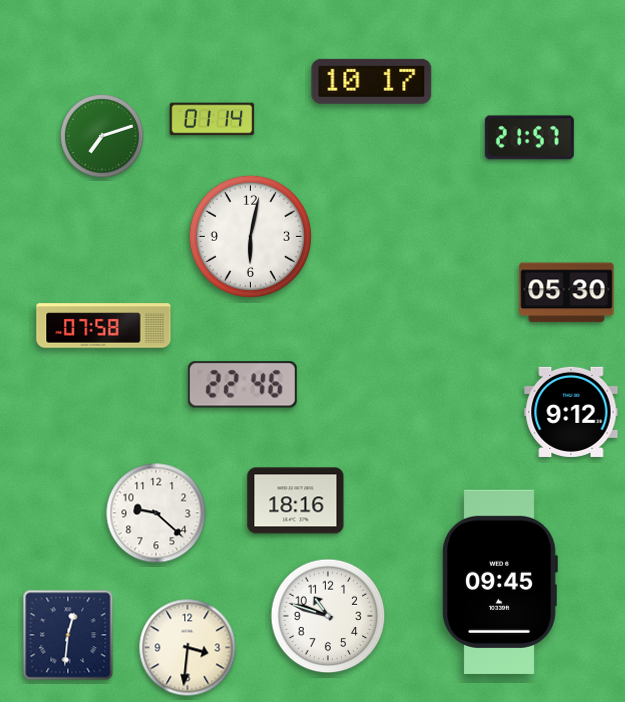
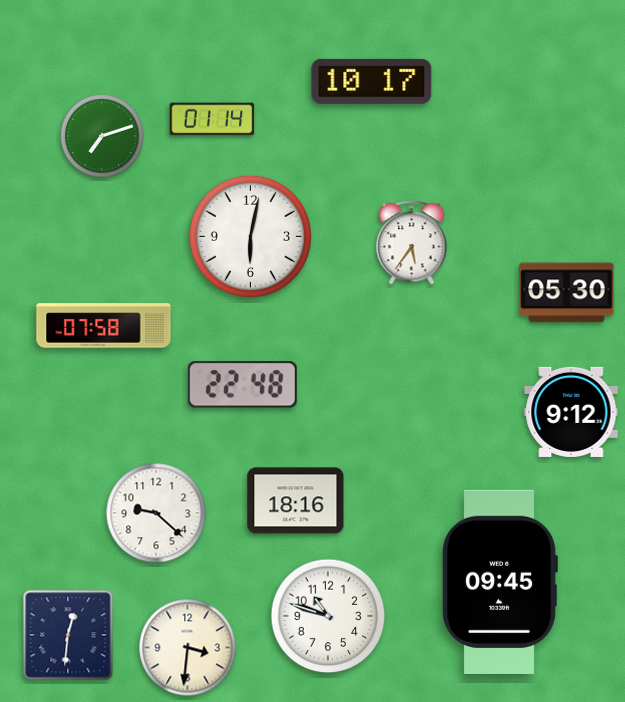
clock at (529, 138): 21:57 -> none
clock at (412, 243): none -> 5:36
clock at (242, 385): 22:46 -> 22:48
